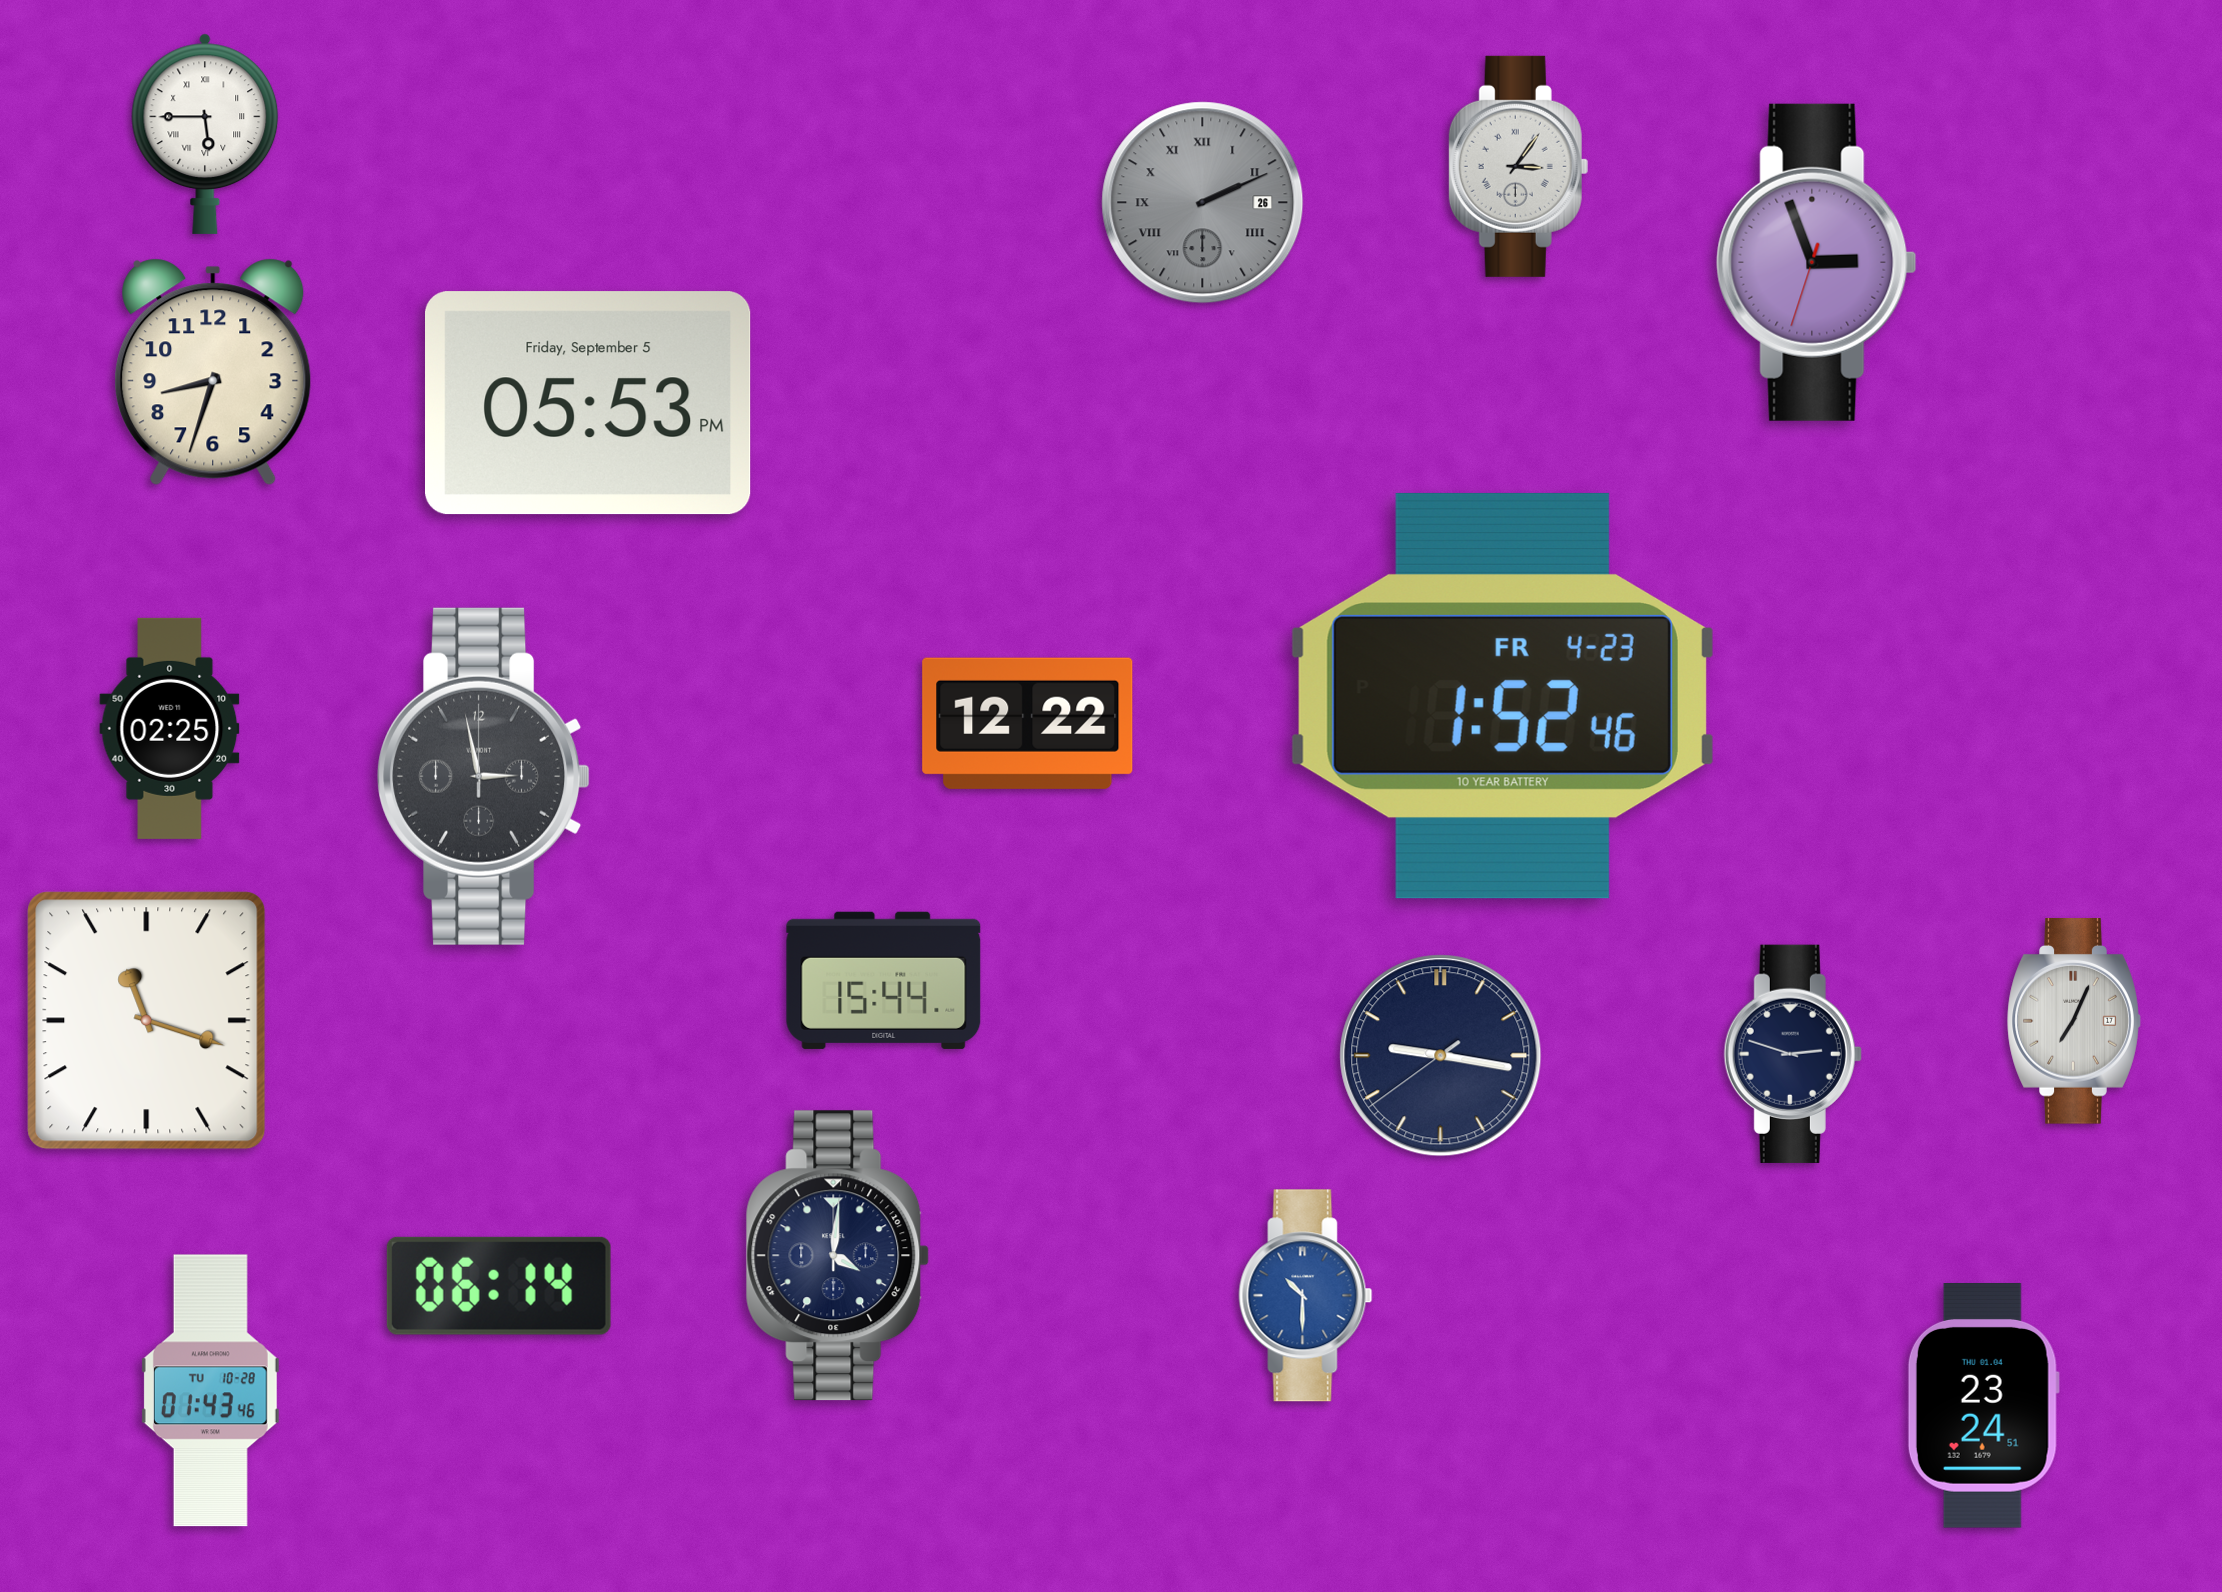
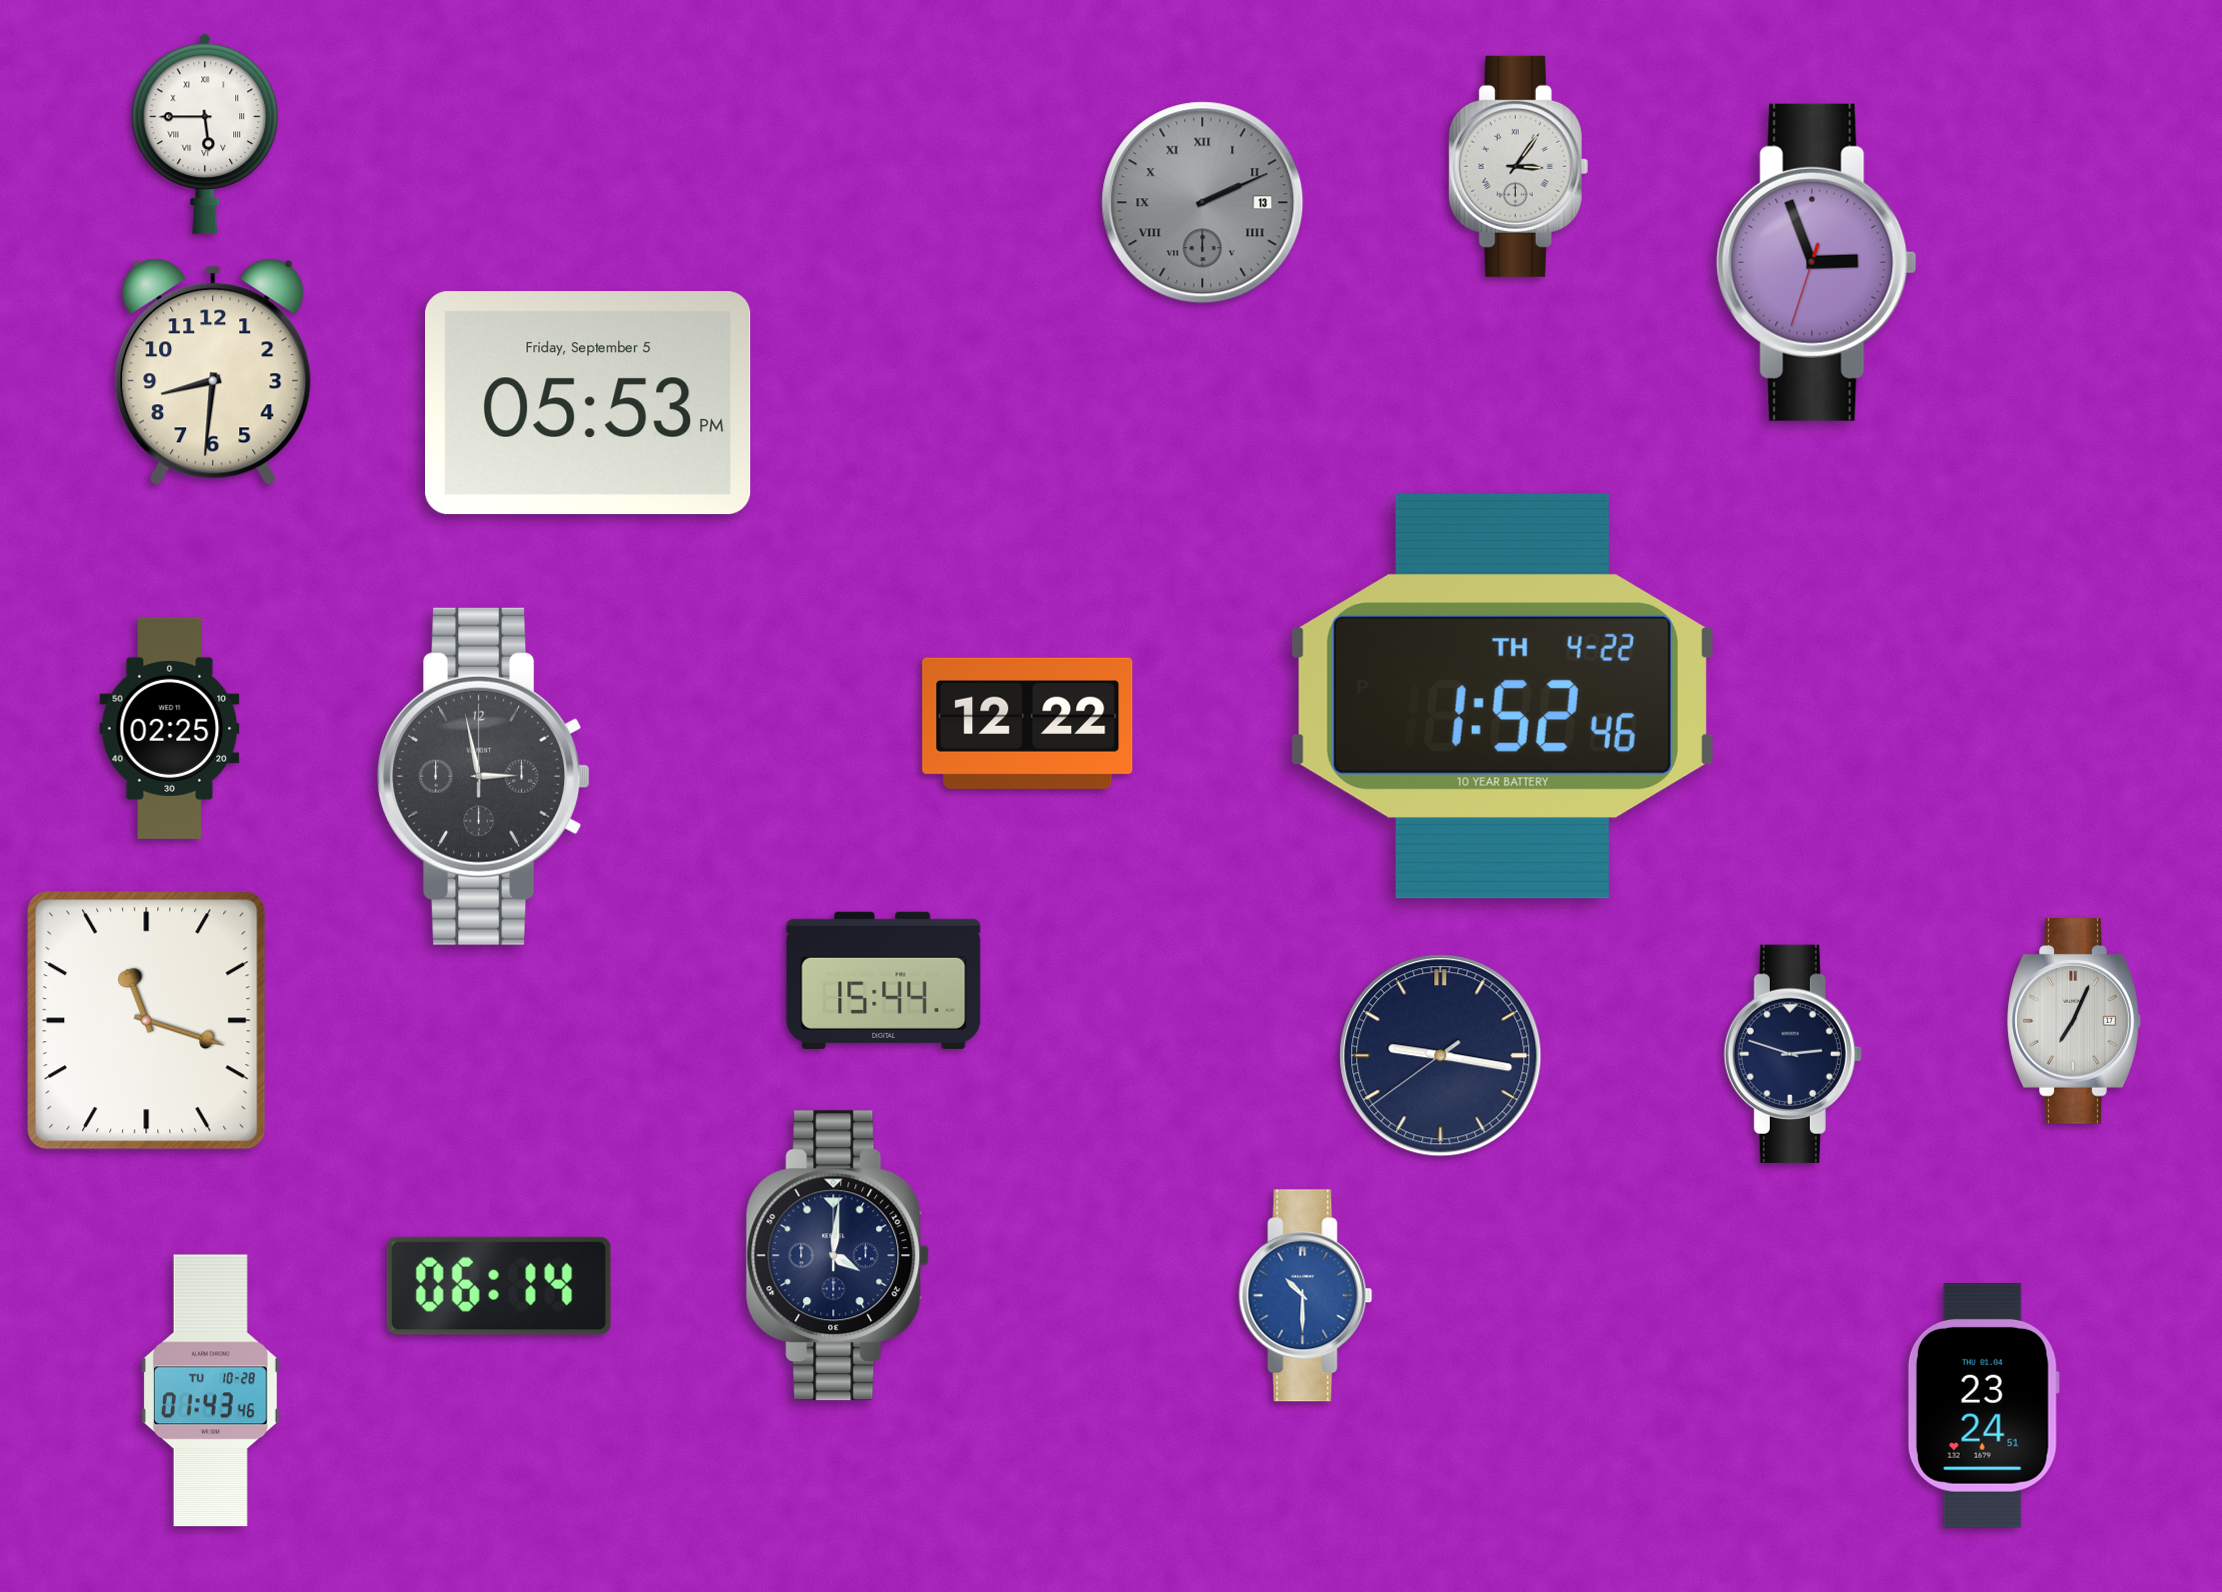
clock at (1203, 203) date: 26 -> 13
clock at (213, 372): 8:33 -> 8:31
clock at (1503, 696) date: FR 4-23 -> TH 4-22
